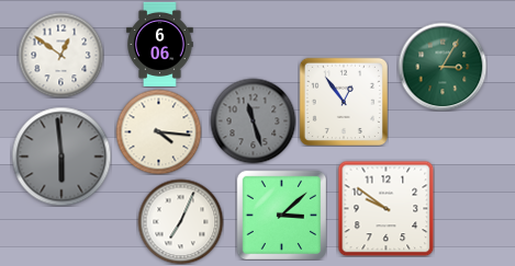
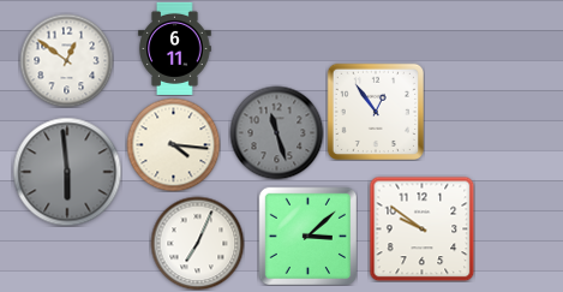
clock at (160, 44): 6:06 -> 6:11
clock at (443, 67): 3:05 -> none
